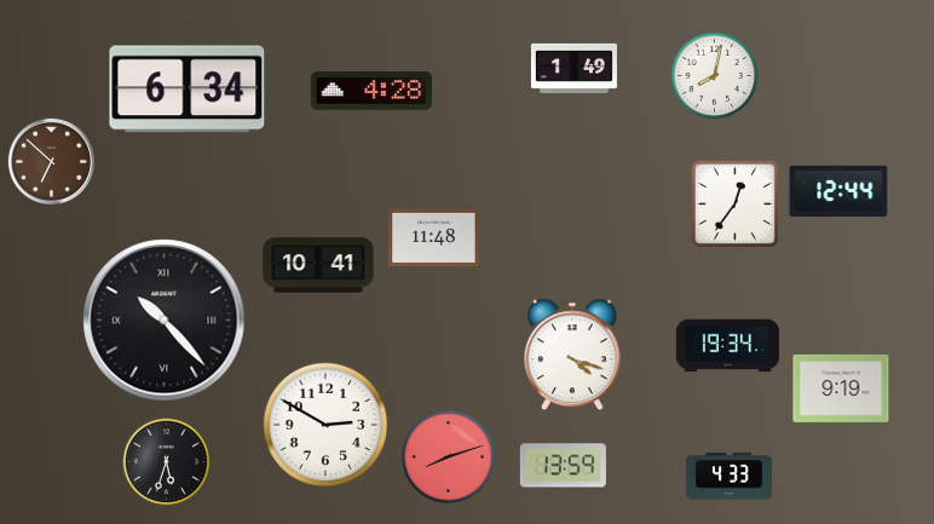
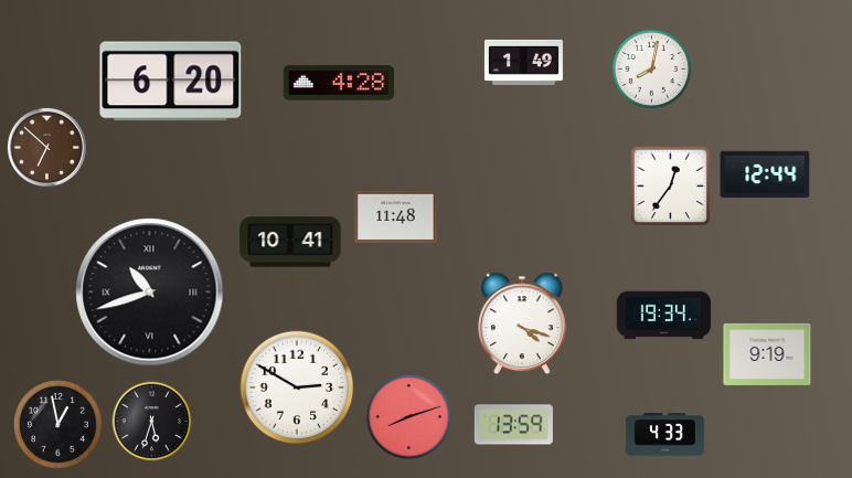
clock at (188, 90): 6:34 -> 6:20
clock at (165, 321): 10:23 -> 10:42
clock at (58, 425): none -> 12:58
